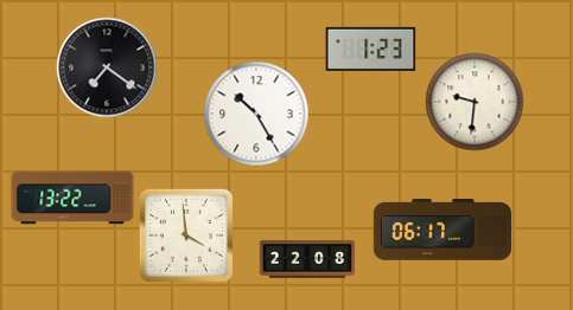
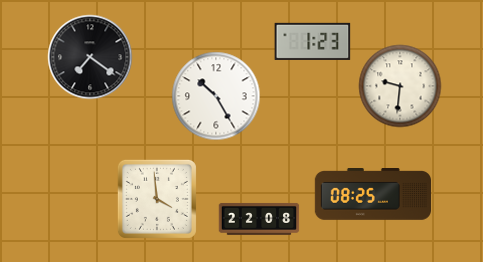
clock at (72, 198): 13:22 -> none
clock at (441, 231): 06:17 -> 08:25
